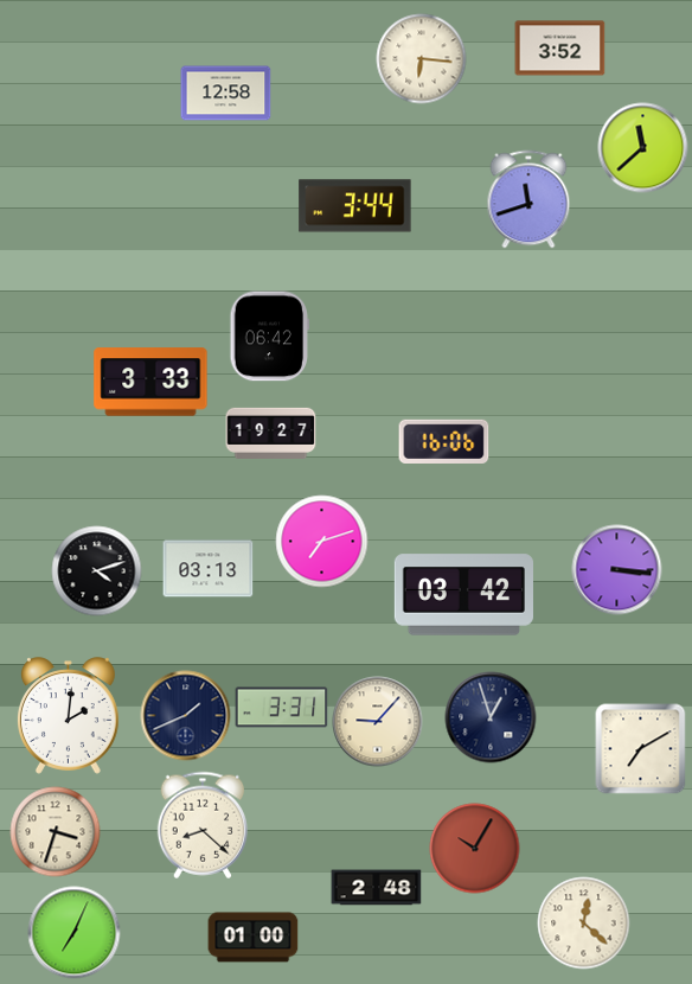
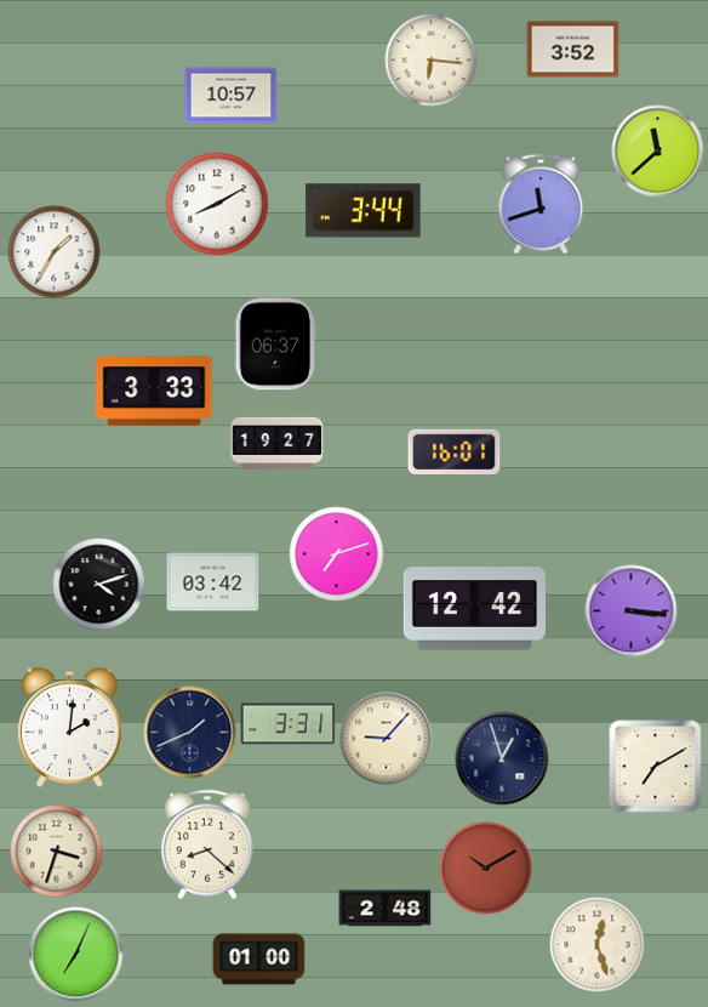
clock at (226, 94): 12:58 -> 10:57
clock at (217, 204): none -> 8:10
clock at (55, 252): none -> 1:35
clock at (270, 337): 06:42 -> 06:37
clock at (444, 441): 16:06 -> 16:01
clock at (322, 542) position: (322, 542) -> (337, 554)
clock at (209, 569): 03:13 -> 03:42
clock at (617, 570) position: (617, 570) -> (632, 611)
clock at (463, 595): 03:42 -> 12:42
clock at (68, 716) position: (68, 716) -> (69, 728)
clock at (491, 717) position: (491, 717) -> (502, 758)
clock at (475, 849): 10:05 -> 10:10
clock at (584, 924): 12:22 -> 12:27
